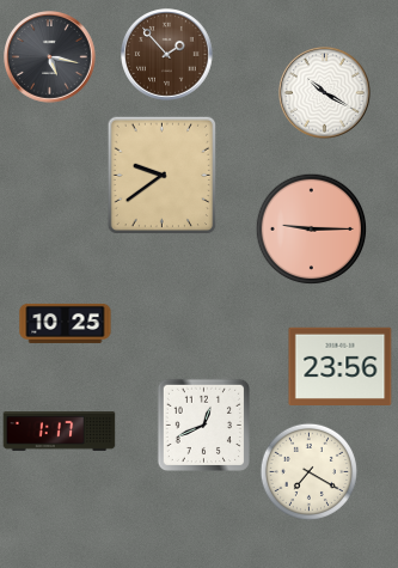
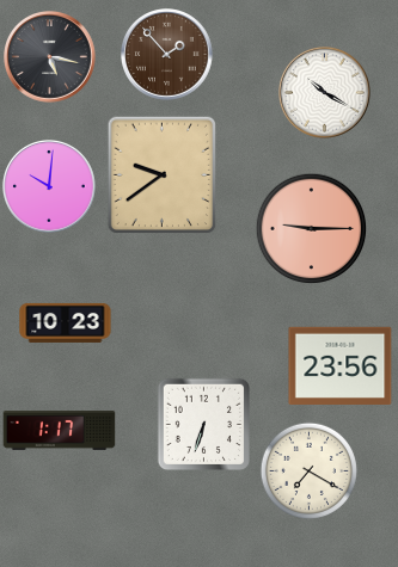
clock at (50, 187): none -> 10:01
clock at (66, 323): 10:25 -> 10:23
clock at (203, 425): 12:41 -> 6:33
